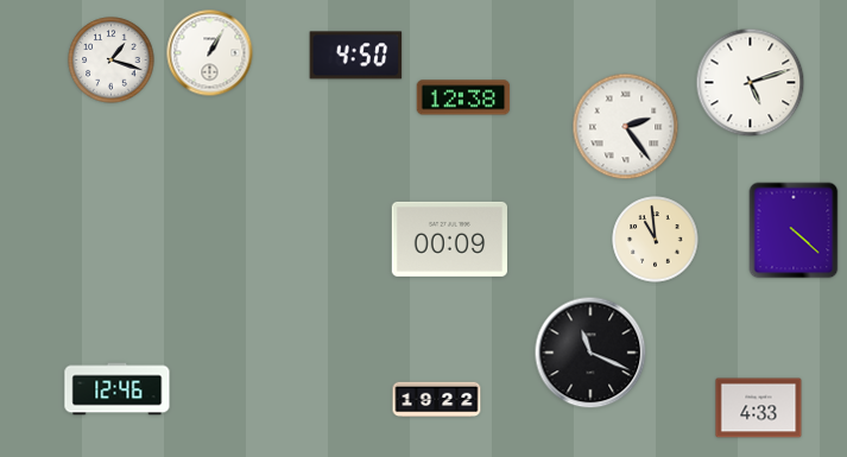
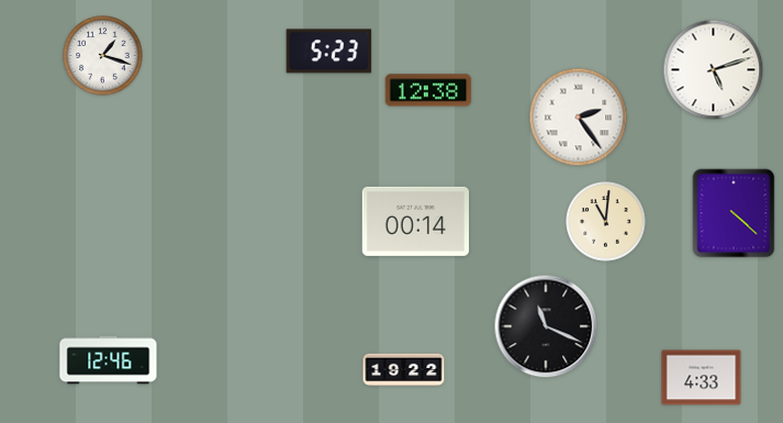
clock at (210, 53): 1:05 -> none
clock at (356, 56): 4:50 -> 5:23
clock at (751, 83) position: (751, 83) -> (714, 70)
clock at (449, 239): 00:09 -> 00:14
clock at (656, 240): 10:59 -> 11:01
